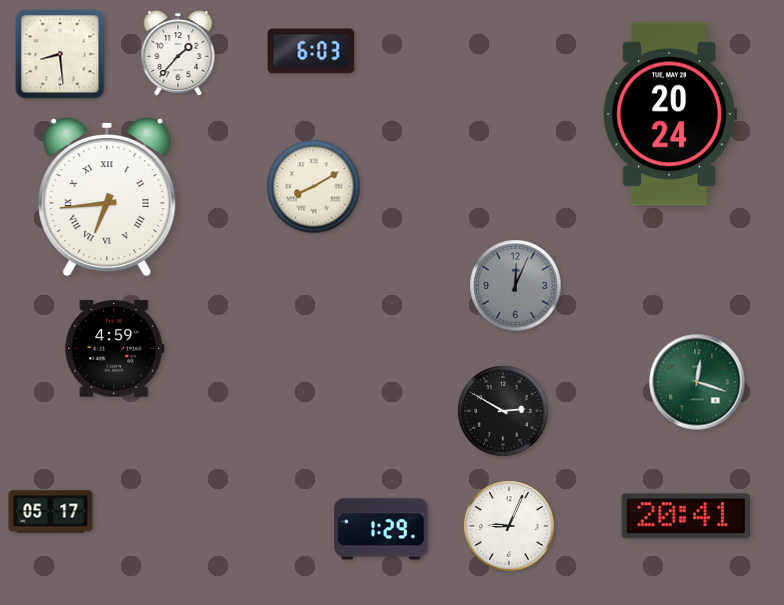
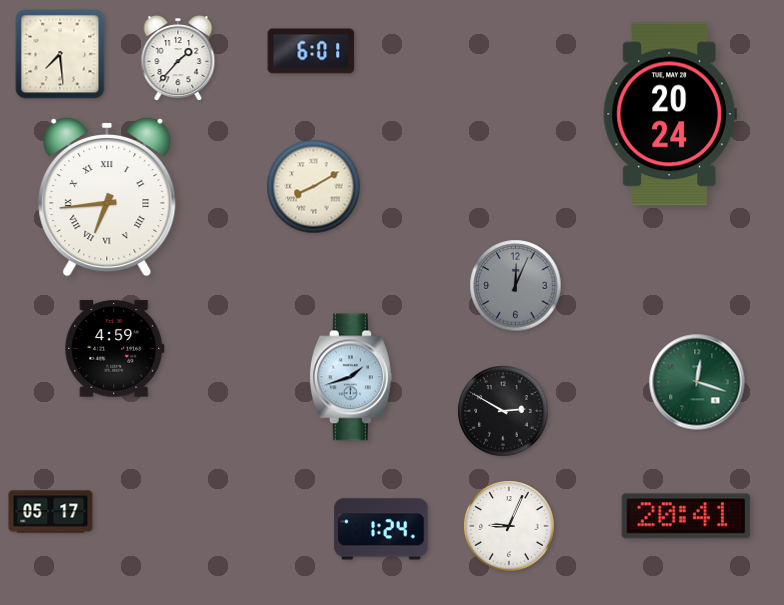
clock at (311, 51): 6:03 -> 6:01
clock at (60, 54): 8:29 -> 7:29
clock at (178, 54) position: (178, 54) -> (178, 59)
clock at (351, 377): none -> 1:42
clock at (381, 529): 1:29 -> 1:24
